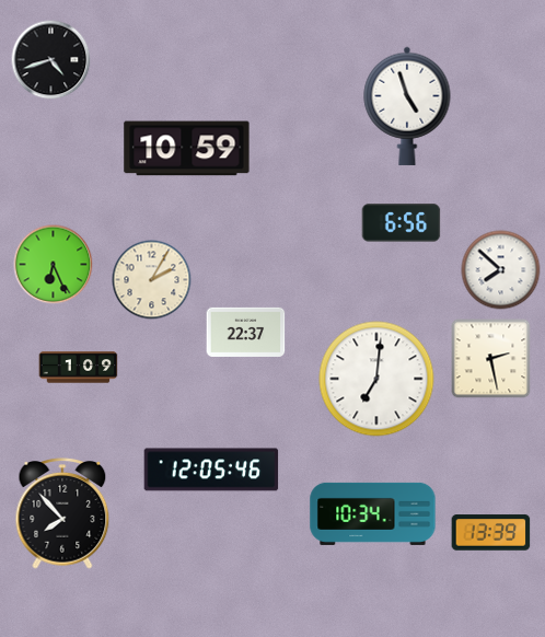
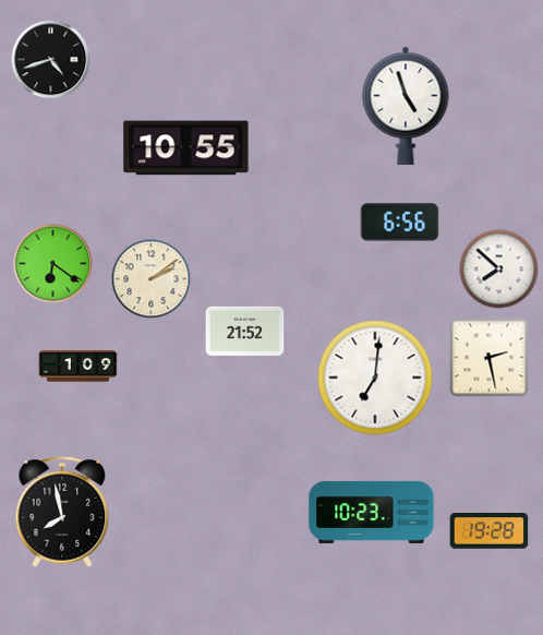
clock at (187, 149): 10:59 -> 10:55
clock at (54, 265): 6:26 -> 6:21
clock at (152, 280): 2:05 -> 2:09
clock at (246, 332): 22:37 -> 21:52
clock at (211, 470): 12:05 -> none
clock at (62, 513): 7:53 -> 7:58
clock at (373, 513): 10:34 -> 10:23
clock at (491, 533): 13:39 -> 19:28
